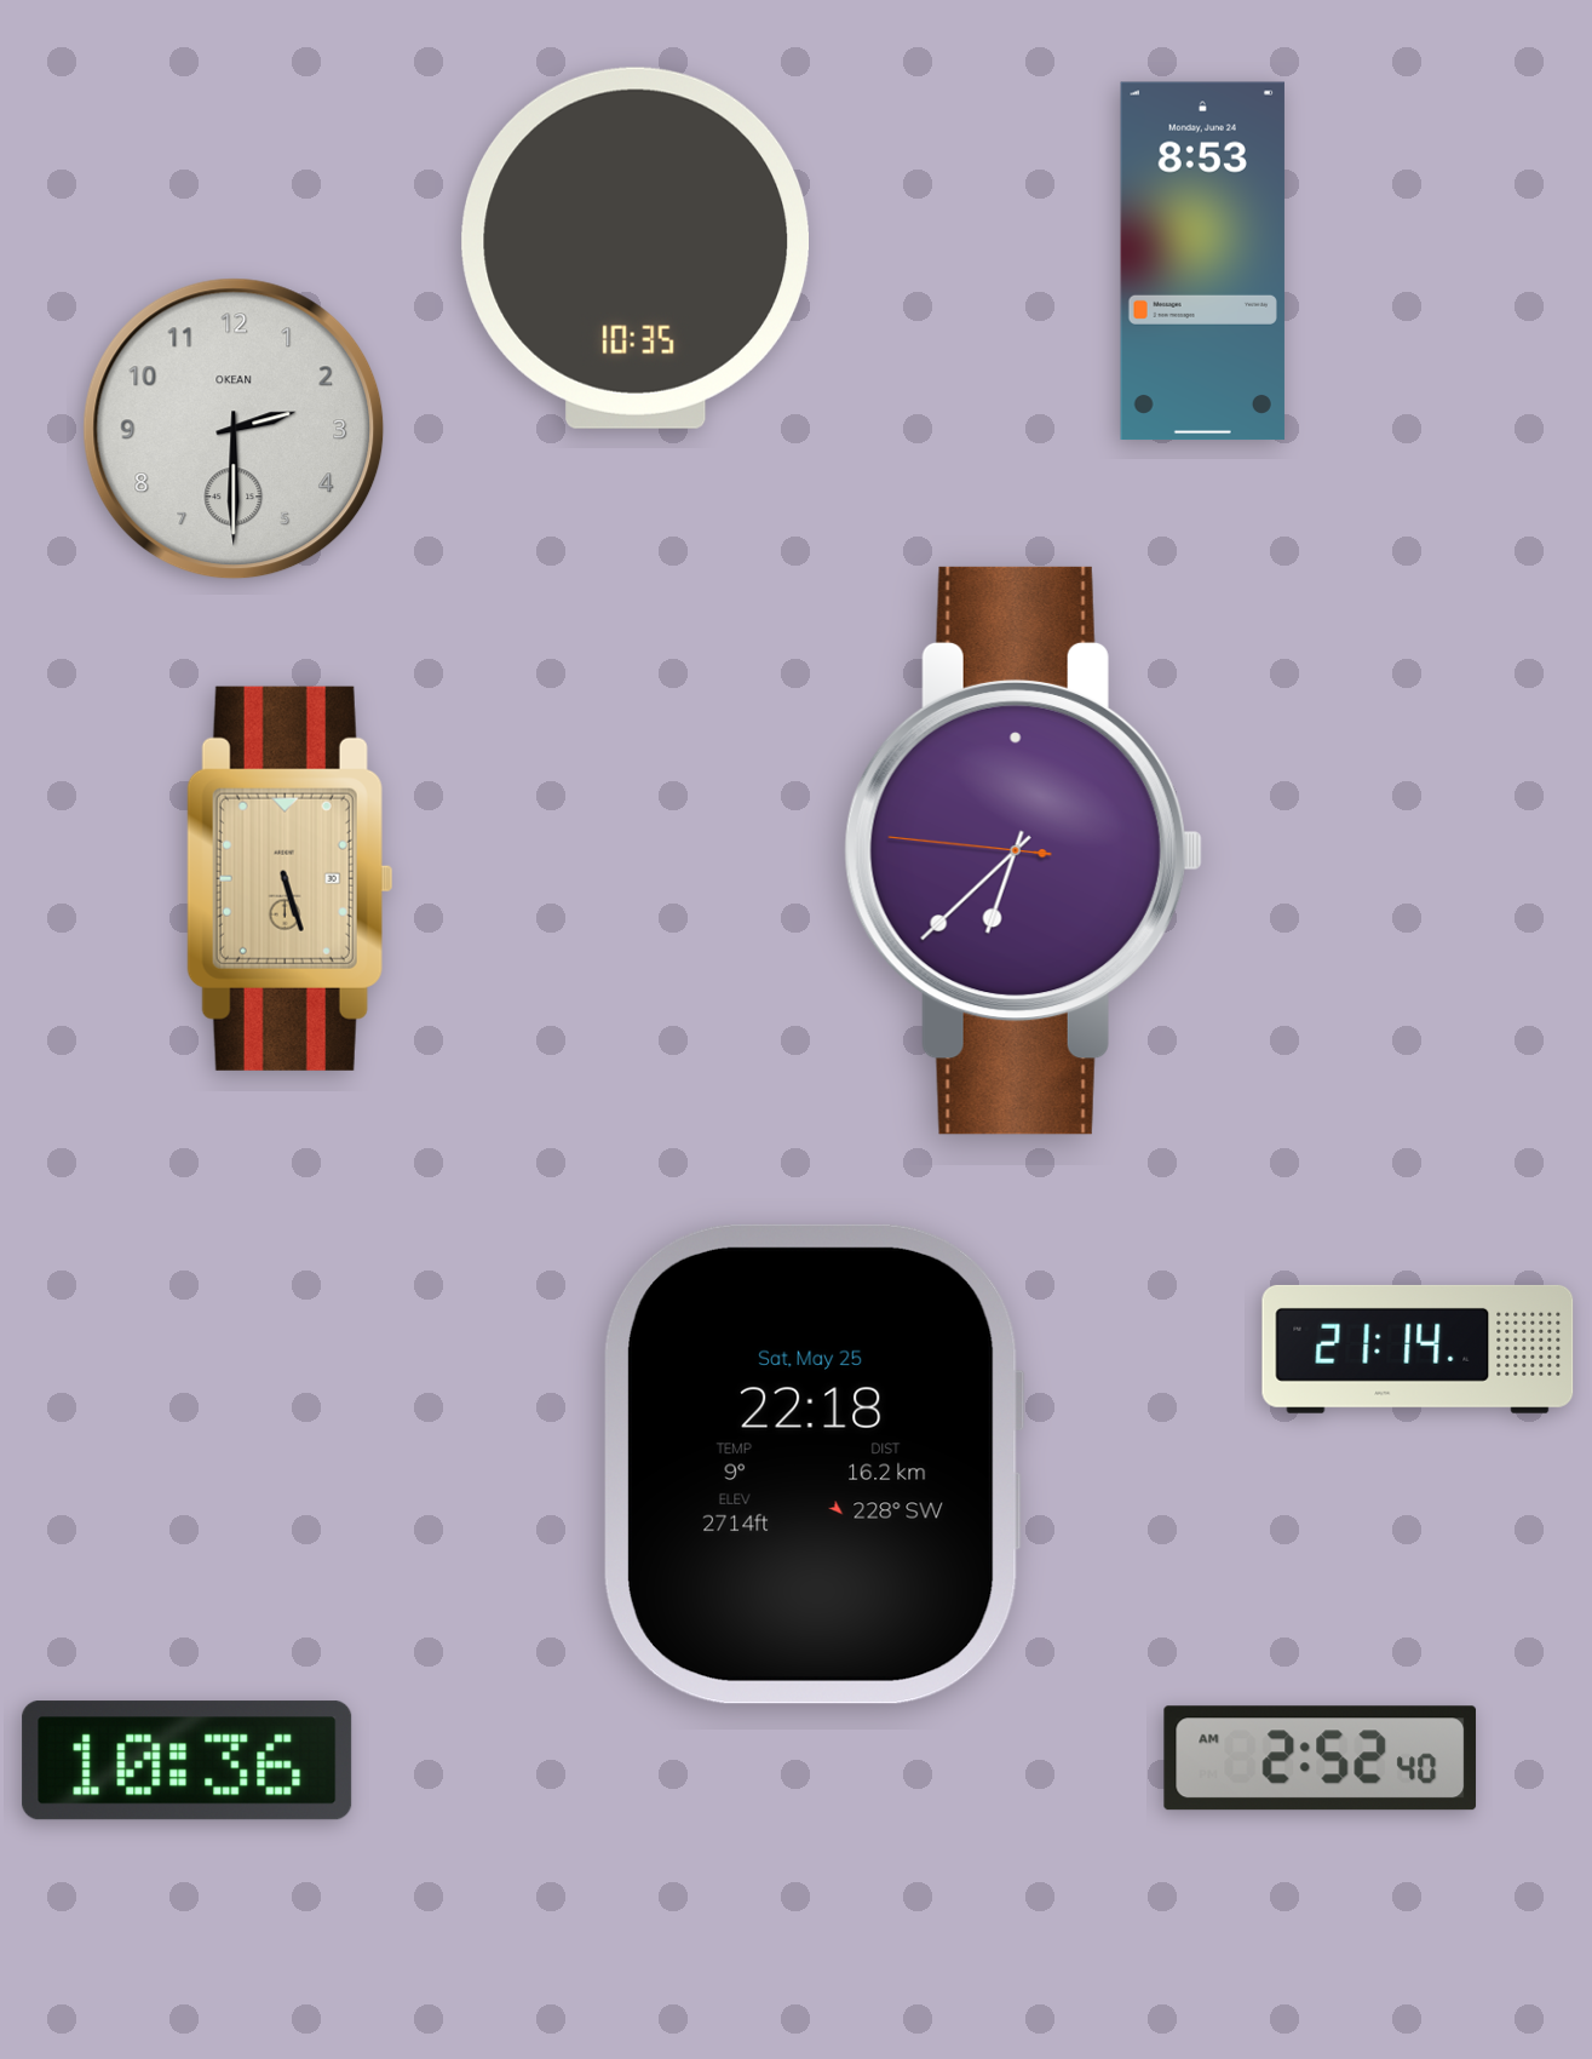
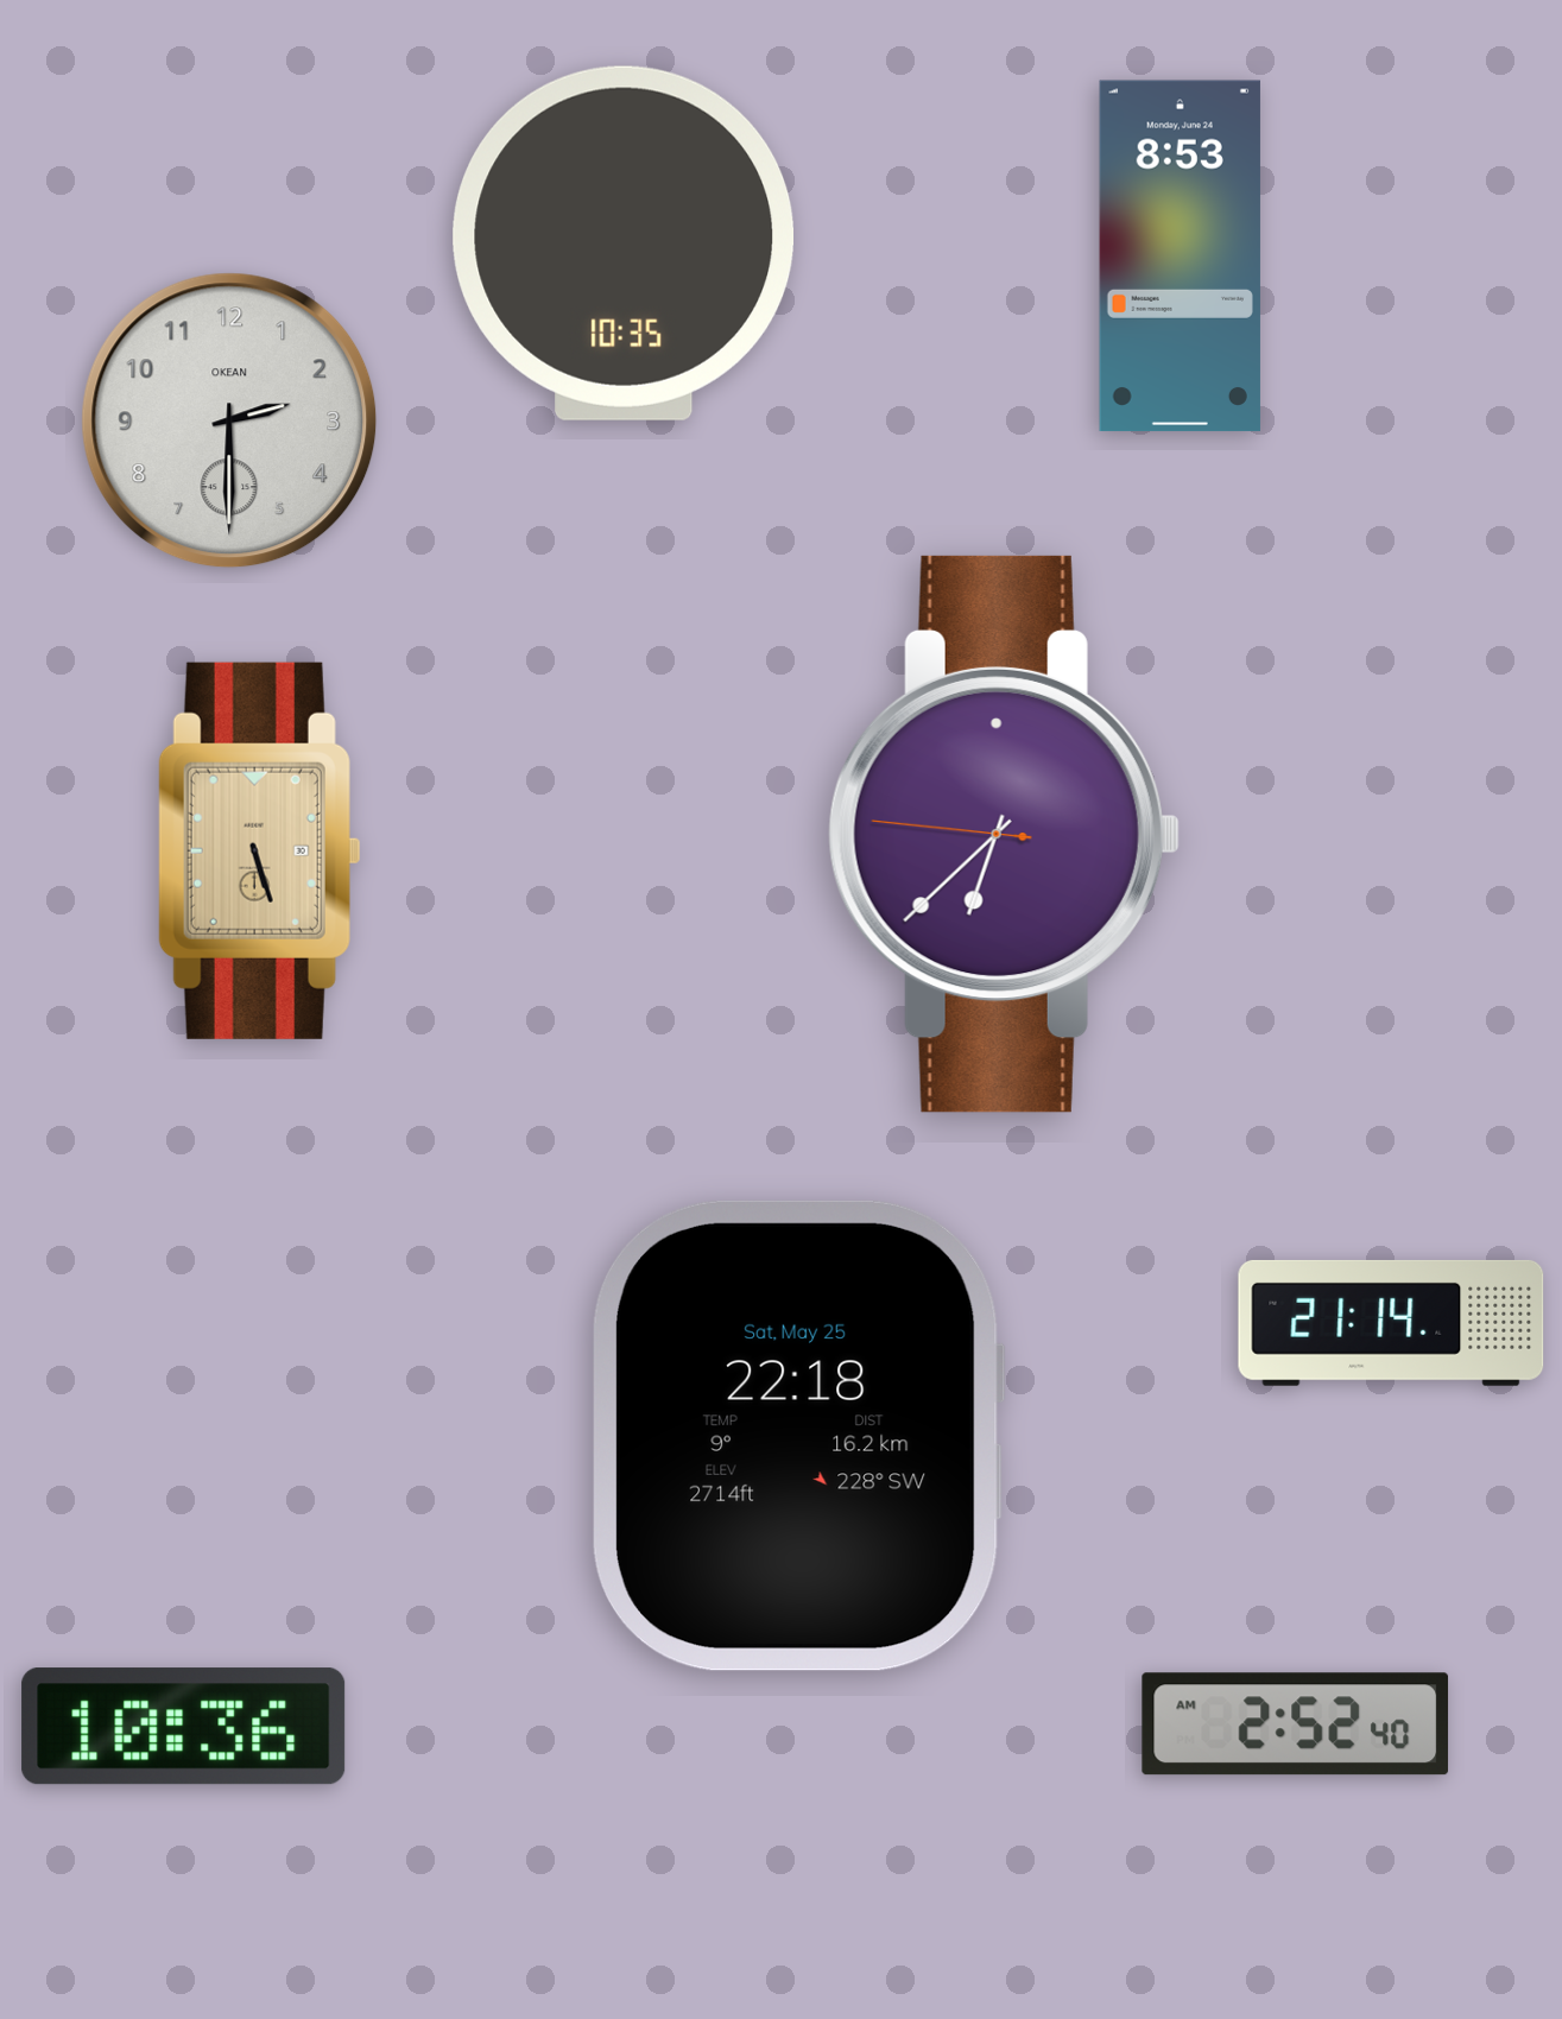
clock at (291, 878) position: (291, 878) -> (260, 850)
